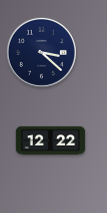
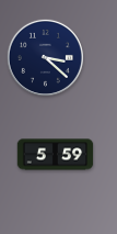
clock at (51, 141): 12:22 -> 5:59
